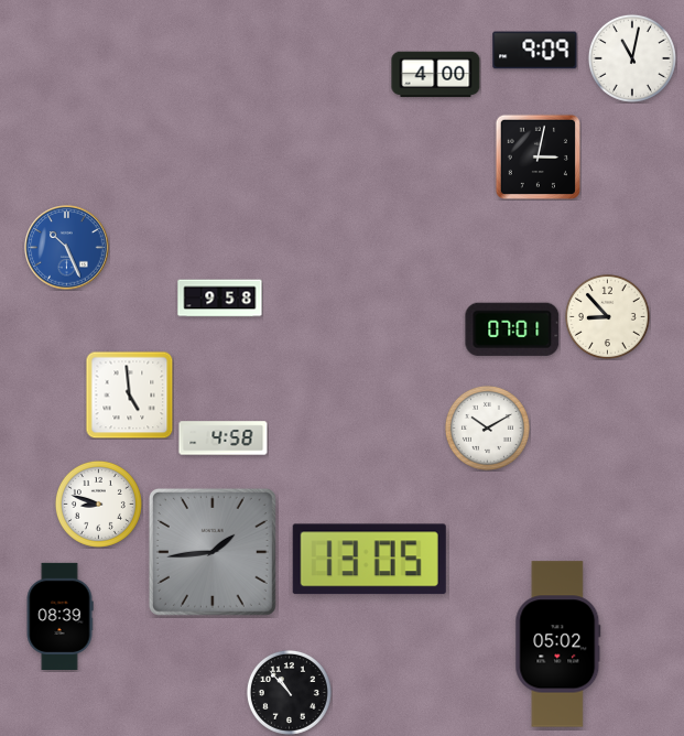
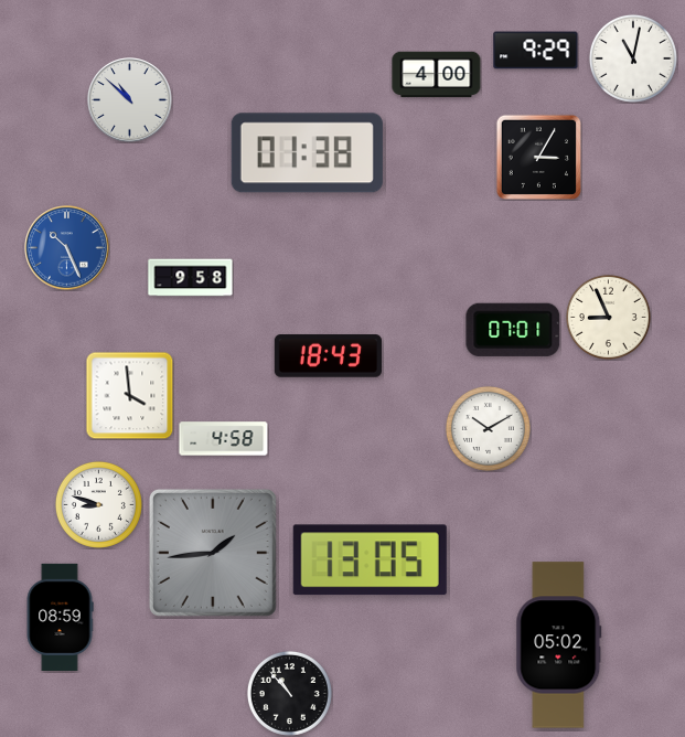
clock at (535, 51): 9:09 -> 9:29
clock at (130, 100): none -> 10:52
clock at (307, 153): none -> 01:38
clock at (538, 156): 3:02 -> 3:05
clock at (220, 299) position: (220, 299) -> (191, 278)
clock at (607, 316): 8:53 -> 8:56
clock at (328, 356): none -> 18:43
clock at (129, 394): 4:59 -> 3:59
clock at (59, 616): 08:39 -> 08:59
